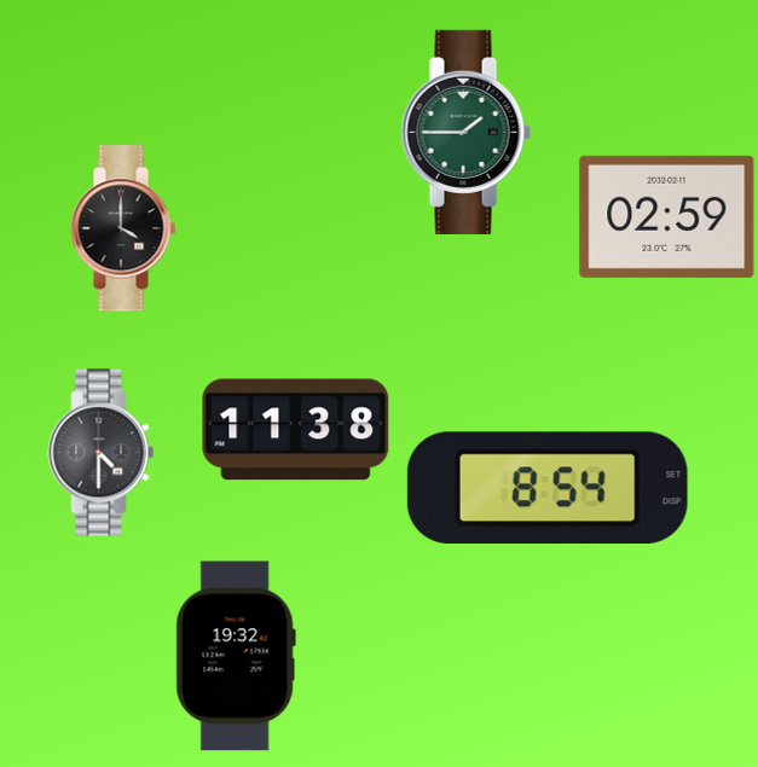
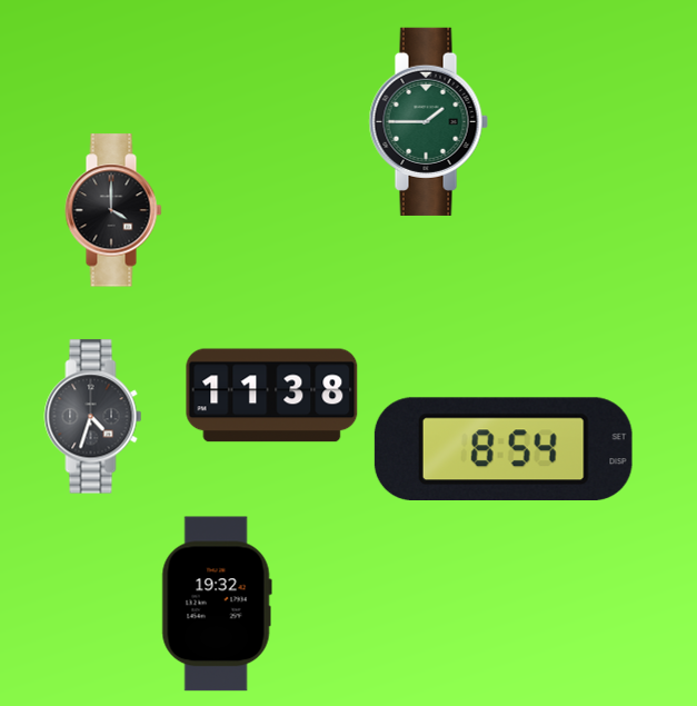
clock at (667, 216): 02:59 -> none
clock at (102, 453): 4:30 -> 4:33
